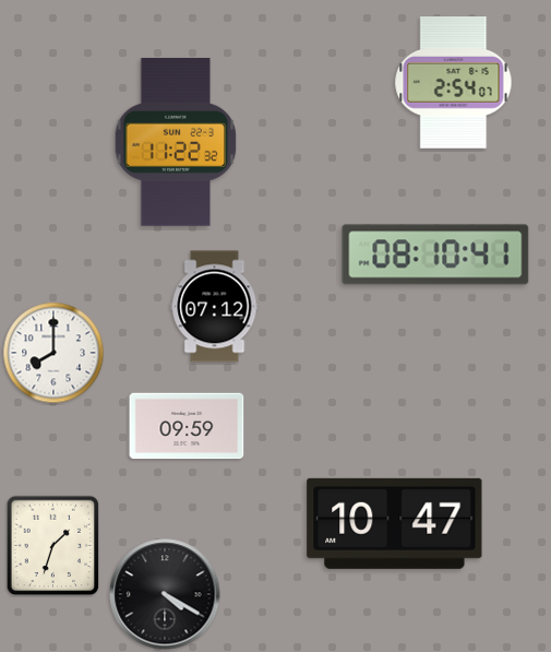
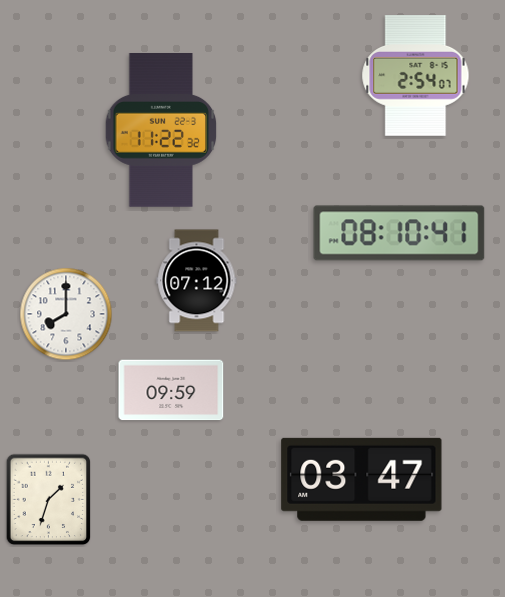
clock at (53, 353) position: (53, 353) -> (66, 314)
clock at (395, 523): 10:47 -> 03:47
clock at (165, 594): 4:20 -> none
